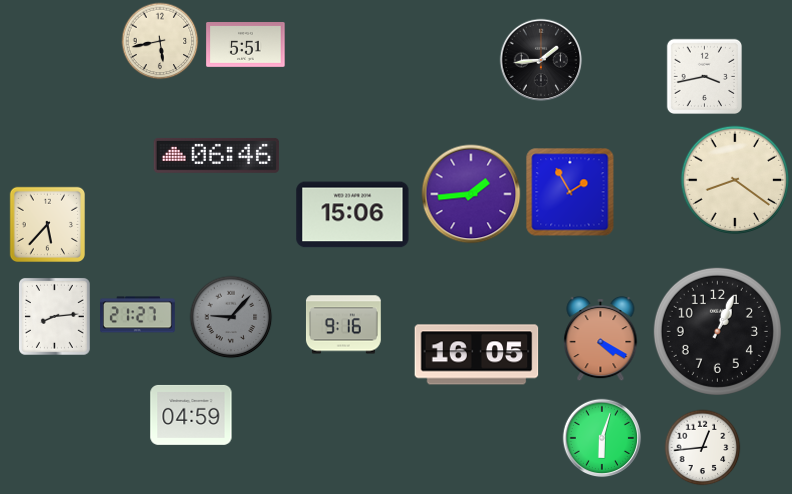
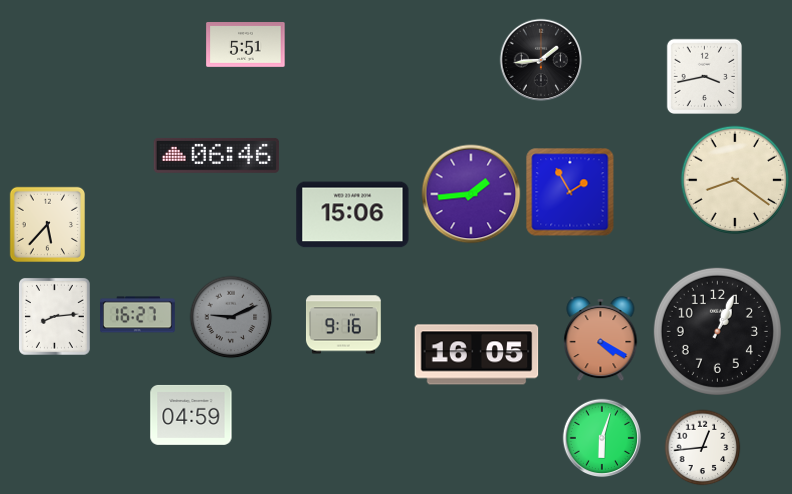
clock at (160, 41): 5:43 -> none
clock at (138, 315): 21:27 -> 16:27
clock at (231, 317): 9:07 -> 9:11
